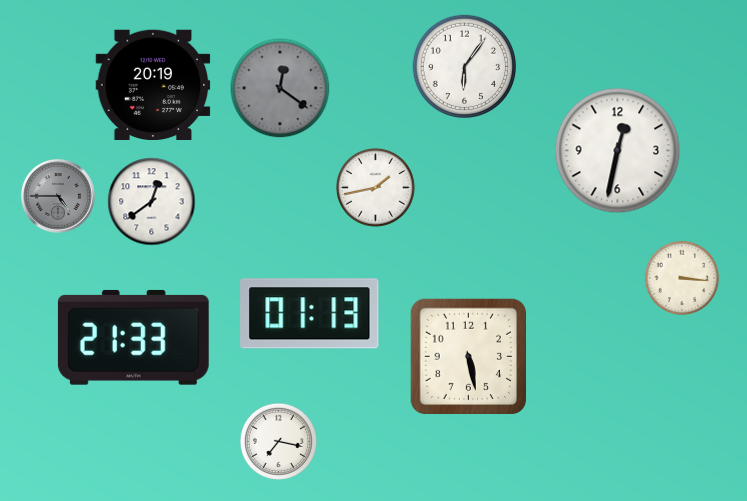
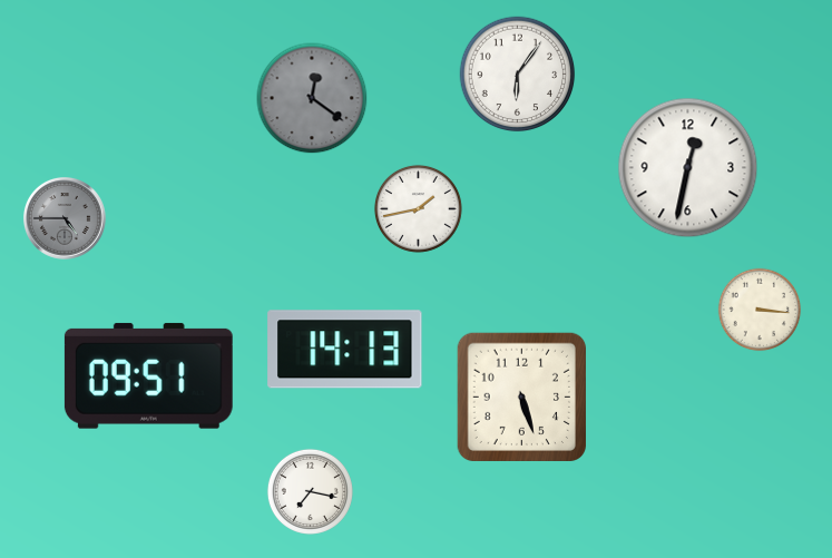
clock at (153, 85): 20:19 -> none
clock at (152, 202): 12:39 -> none
clock at (310, 314): 01:13 -> 14:13
clock at (133, 337): 21:33 -> 09:51
clock at (468, 356): 5:28 -> 5:27
